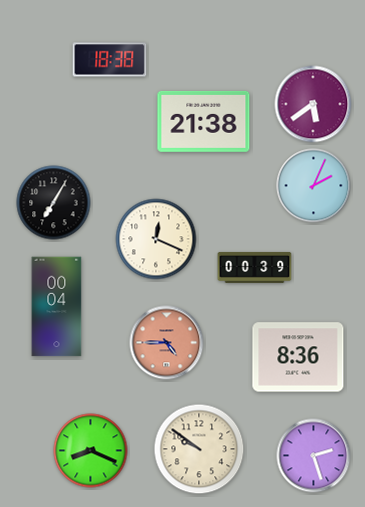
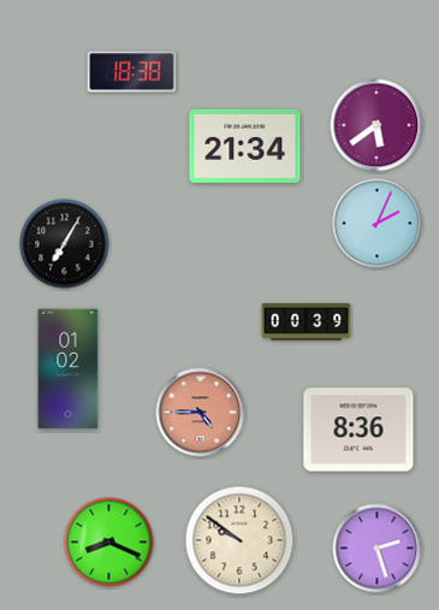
clock at (204, 121): 21:38 -> 21:34
clock at (156, 239): 12:19 -> none
clock at (57, 307): 00:04 -> 01:02
